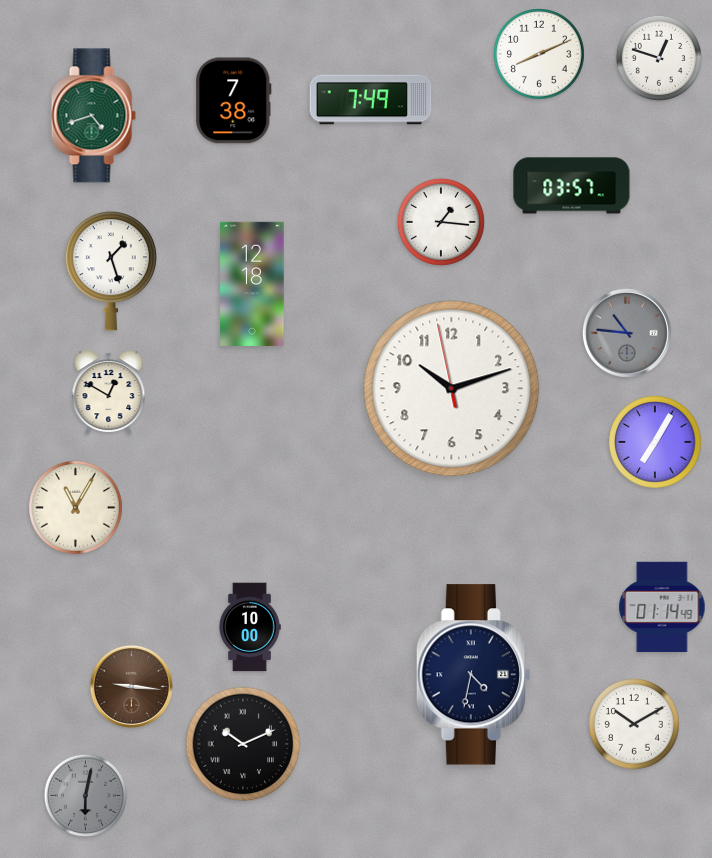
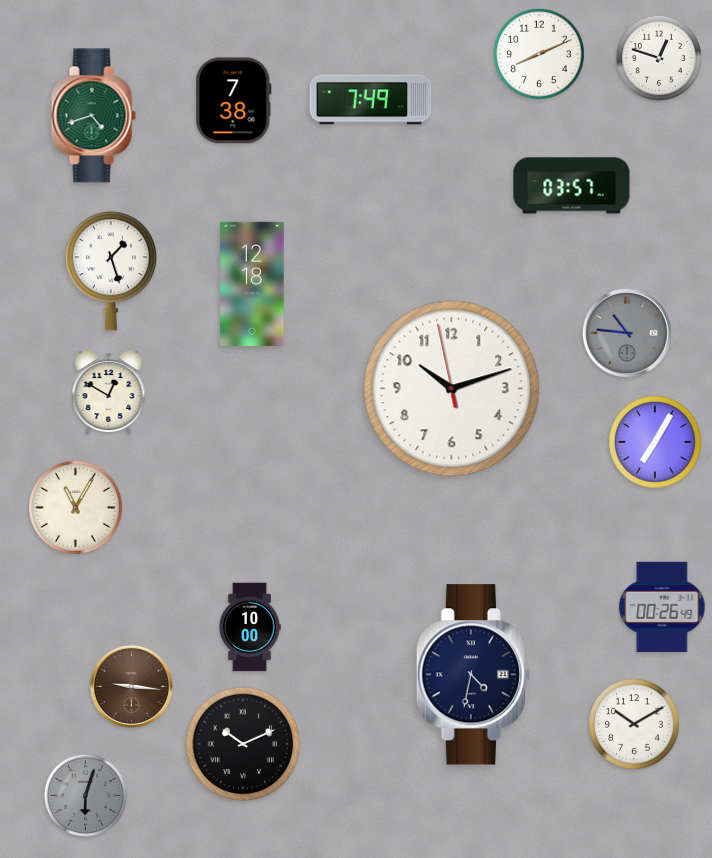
clock at (441, 222): 1:16 -> none
clock at (662, 607): 01:14 -> 00:26
clock at (86, 796): 6:02 -> 6:03
